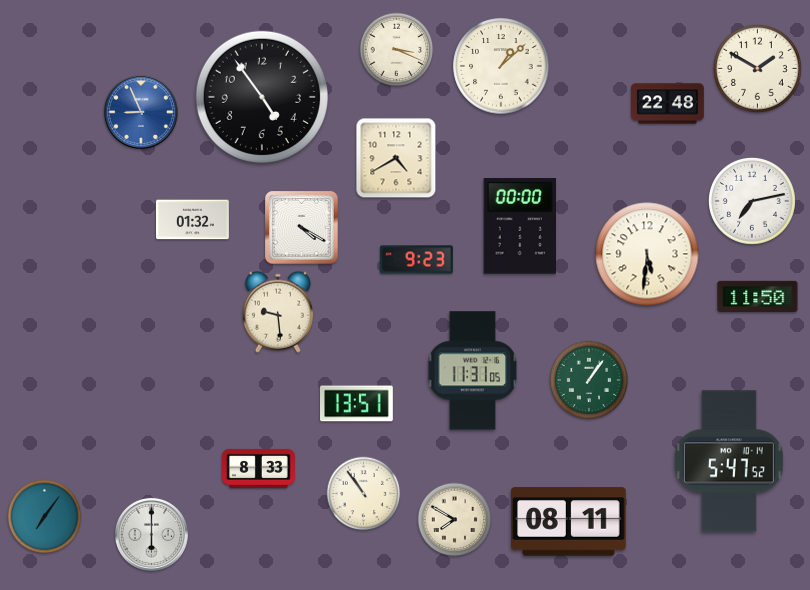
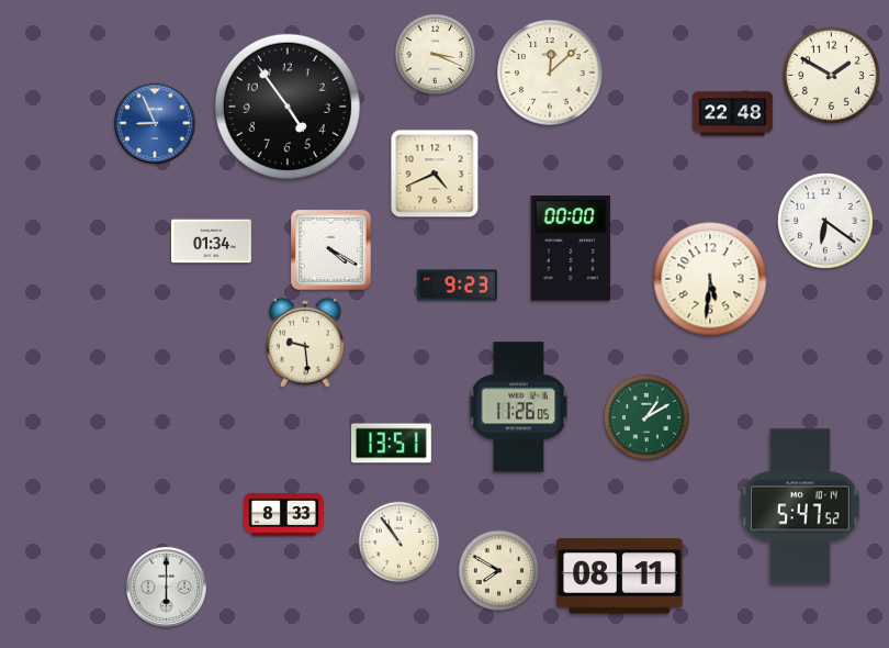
clock at (501, 66): 1:08 -> 12:08
clock at (396, 158): 4:40 -> 4:41
clock at (752, 201): 7:13 -> 6:21
clock at (193, 220): 01:32 -> 01:34
clock at (758, 296): 11:50 -> none
clock at (473, 371): 11:31 -> 11:26
clock at (589, 379): 1:06 -> 1:10
clock at (45, 517): 7:06 -> none
clock at (569, 522) position: (569, 522) -> (620, 577)
